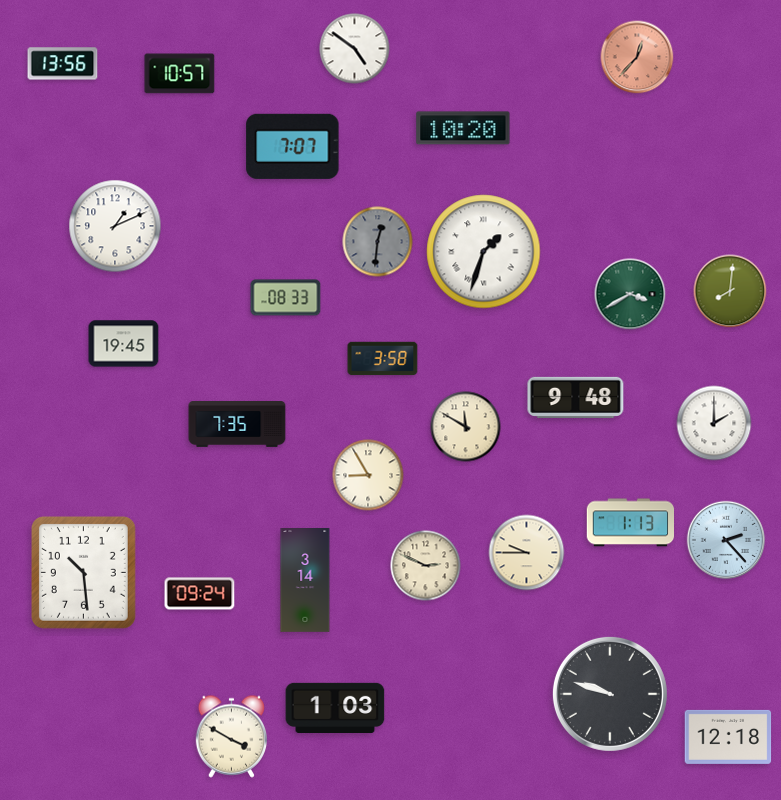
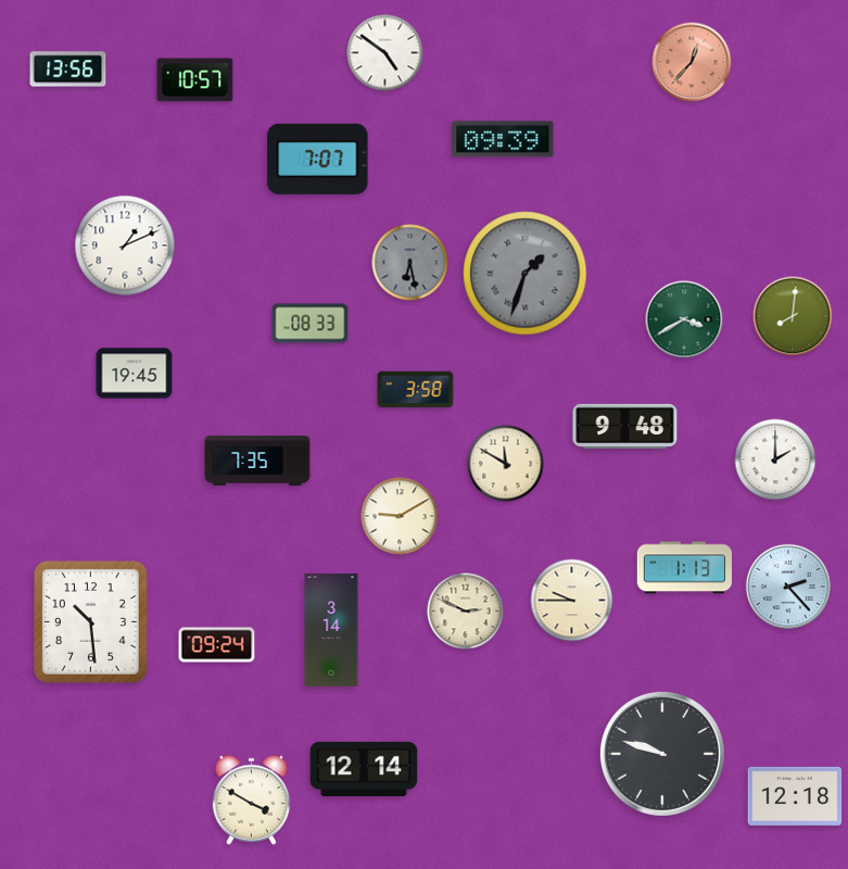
clock at (463, 128): 10:20 -> 09:39
clock at (378, 242): 12:31 -> 6:28
clock at (484, 252) dial: white -> grey
clock at (576, 397) position: (576, 397) -> (625, 426)
clock at (368, 475): 8:55 -> 9:10
clock at (426, 566) position: (426, 566) -> (466, 612)
clock at (335, 707): 1:03 -> 12:14
clock at (728, 737) position: (728, 737) -> (795, 796)
